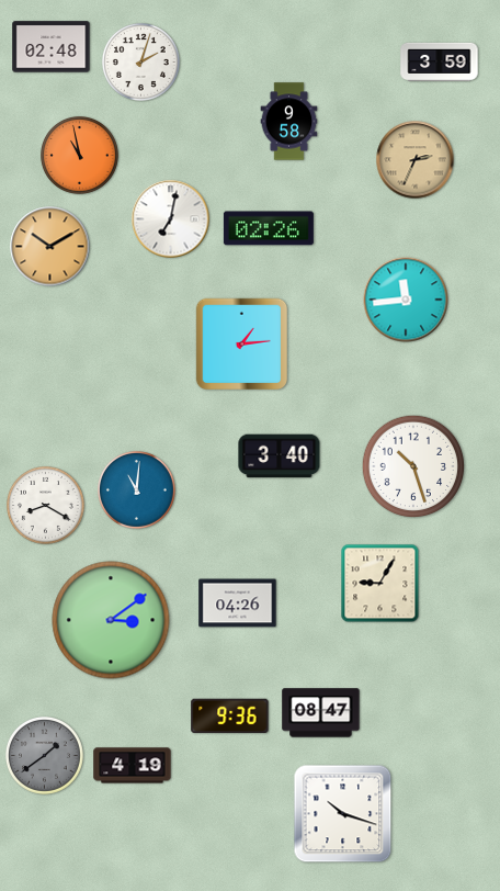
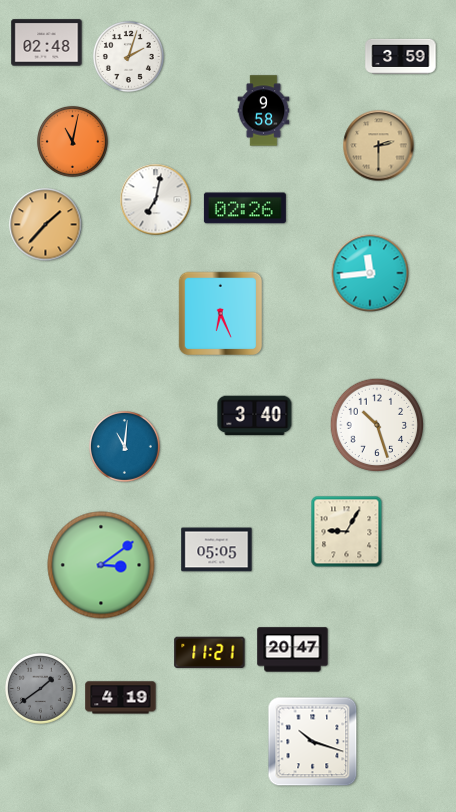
clock at (80, 156): 10:58 -> 11:02
clock at (416, 160): 2:34 -> 2:30
clock at (50, 247): 10:10 -> 1:37
clock at (241, 343): 1:14 -> 6:26
clock at (46, 506): 8:20 -> none
clock at (238, 604): 04:26 -> 05:05
clock at (321, 713): 08:47 -> 20:47
clock at (230, 715): 9:36 -> 11:21
